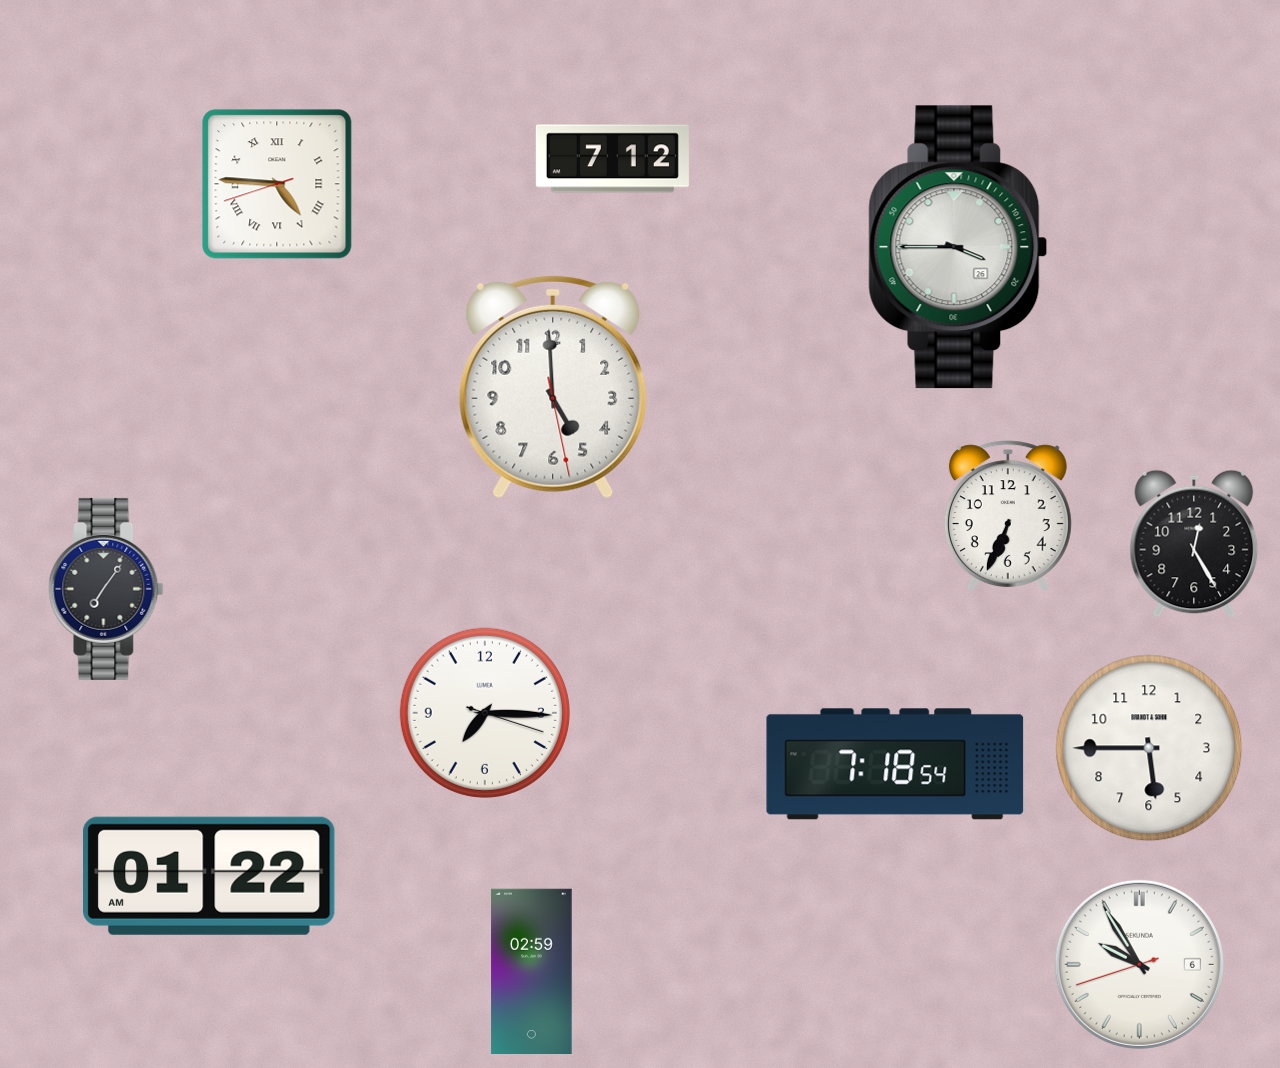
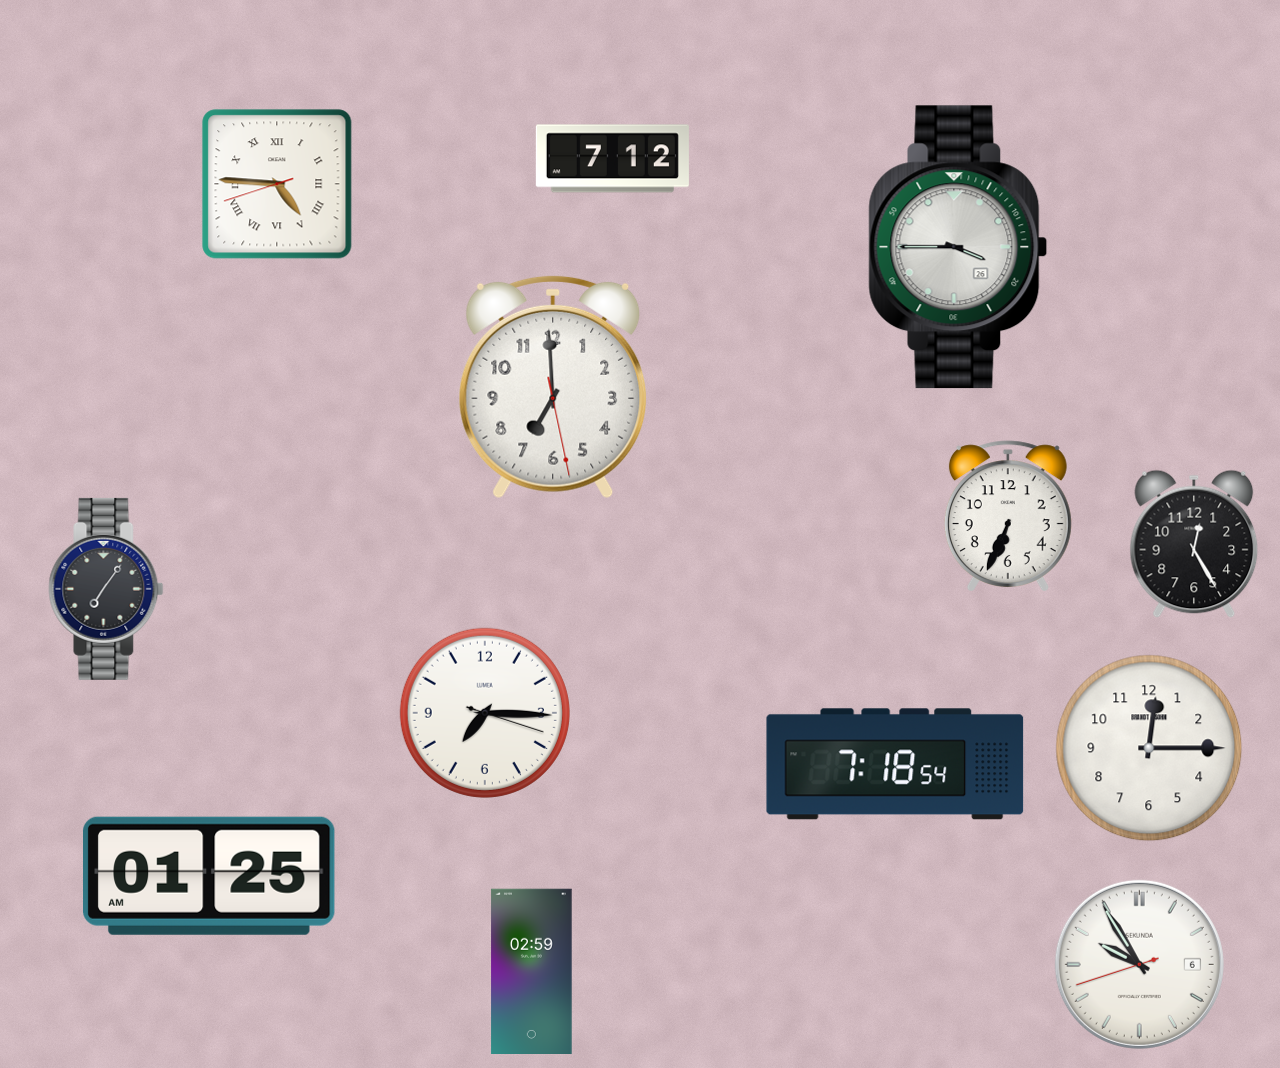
clock at (553, 387): 4:59 -> 6:59
clock at (1149, 748): 5:45 -> 12:15
clock at (210, 876): 01:22 -> 01:25
